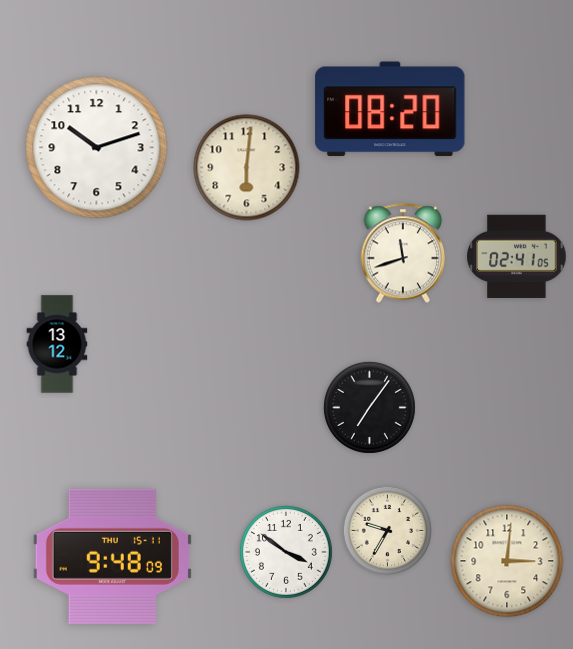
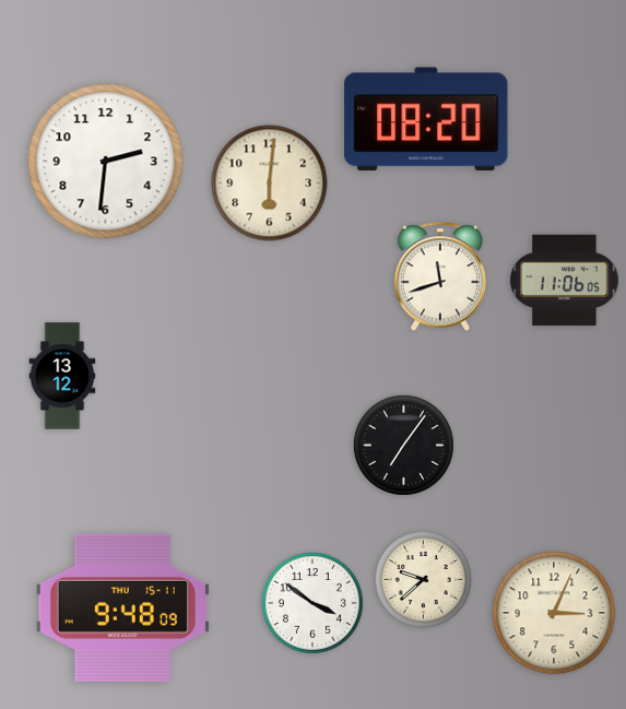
clock at (97, 148): 10:12 -> 2:31
clock at (517, 256): 02:41 -> 11:06
clock at (387, 530): 9:35 -> 9:38
clock at (507, 561): 3:01 -> 3:04
